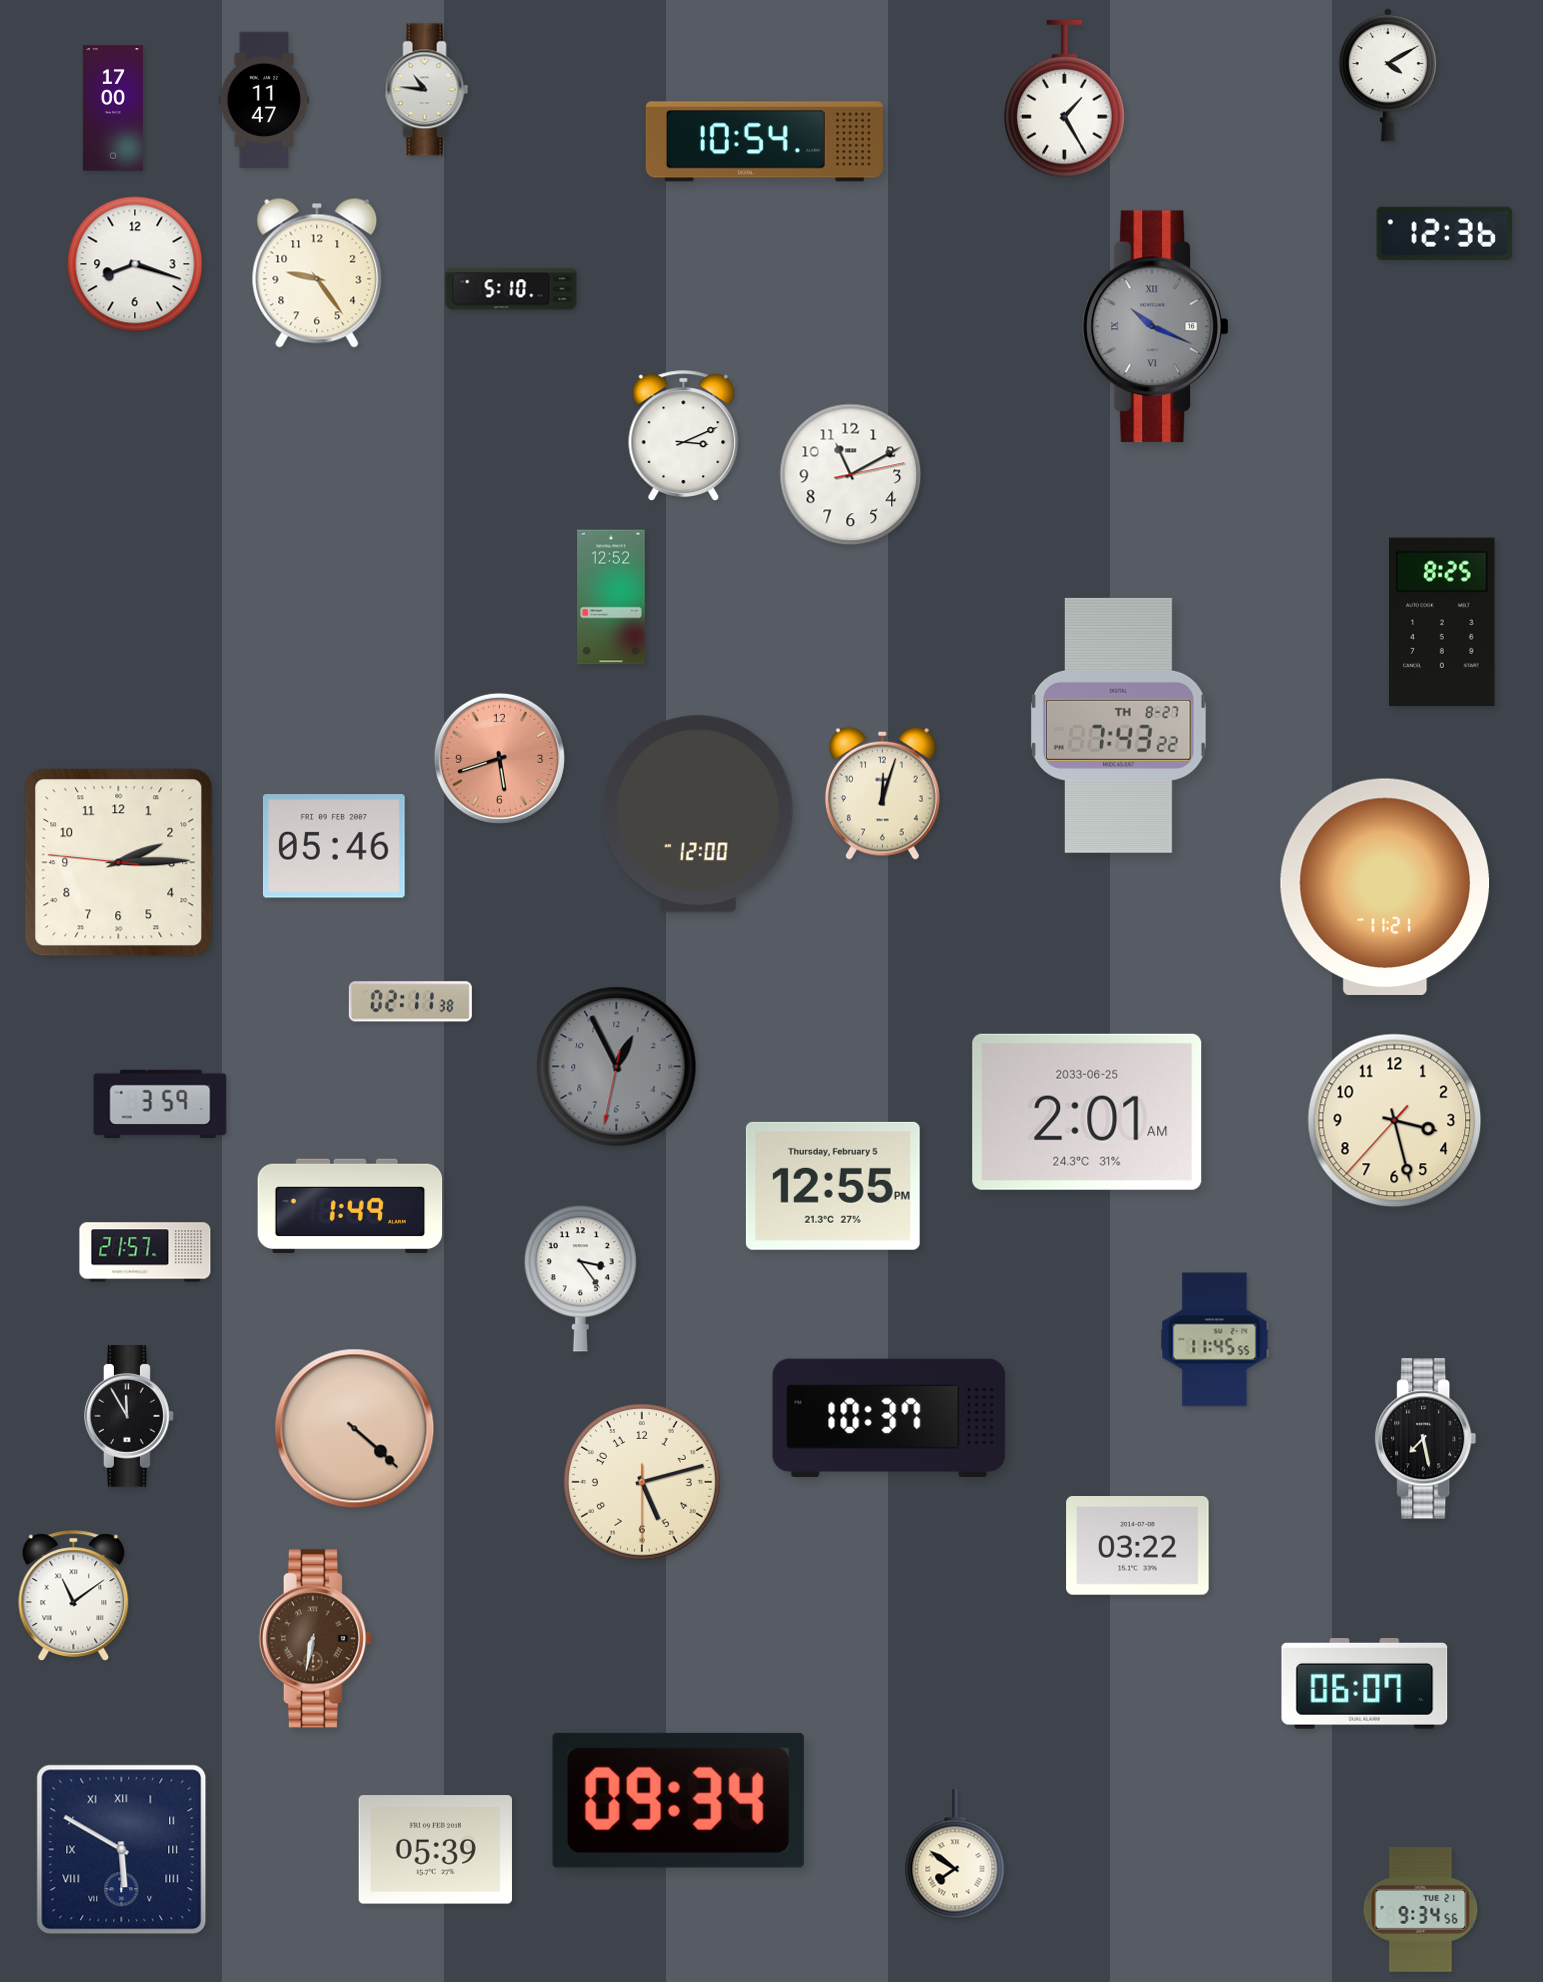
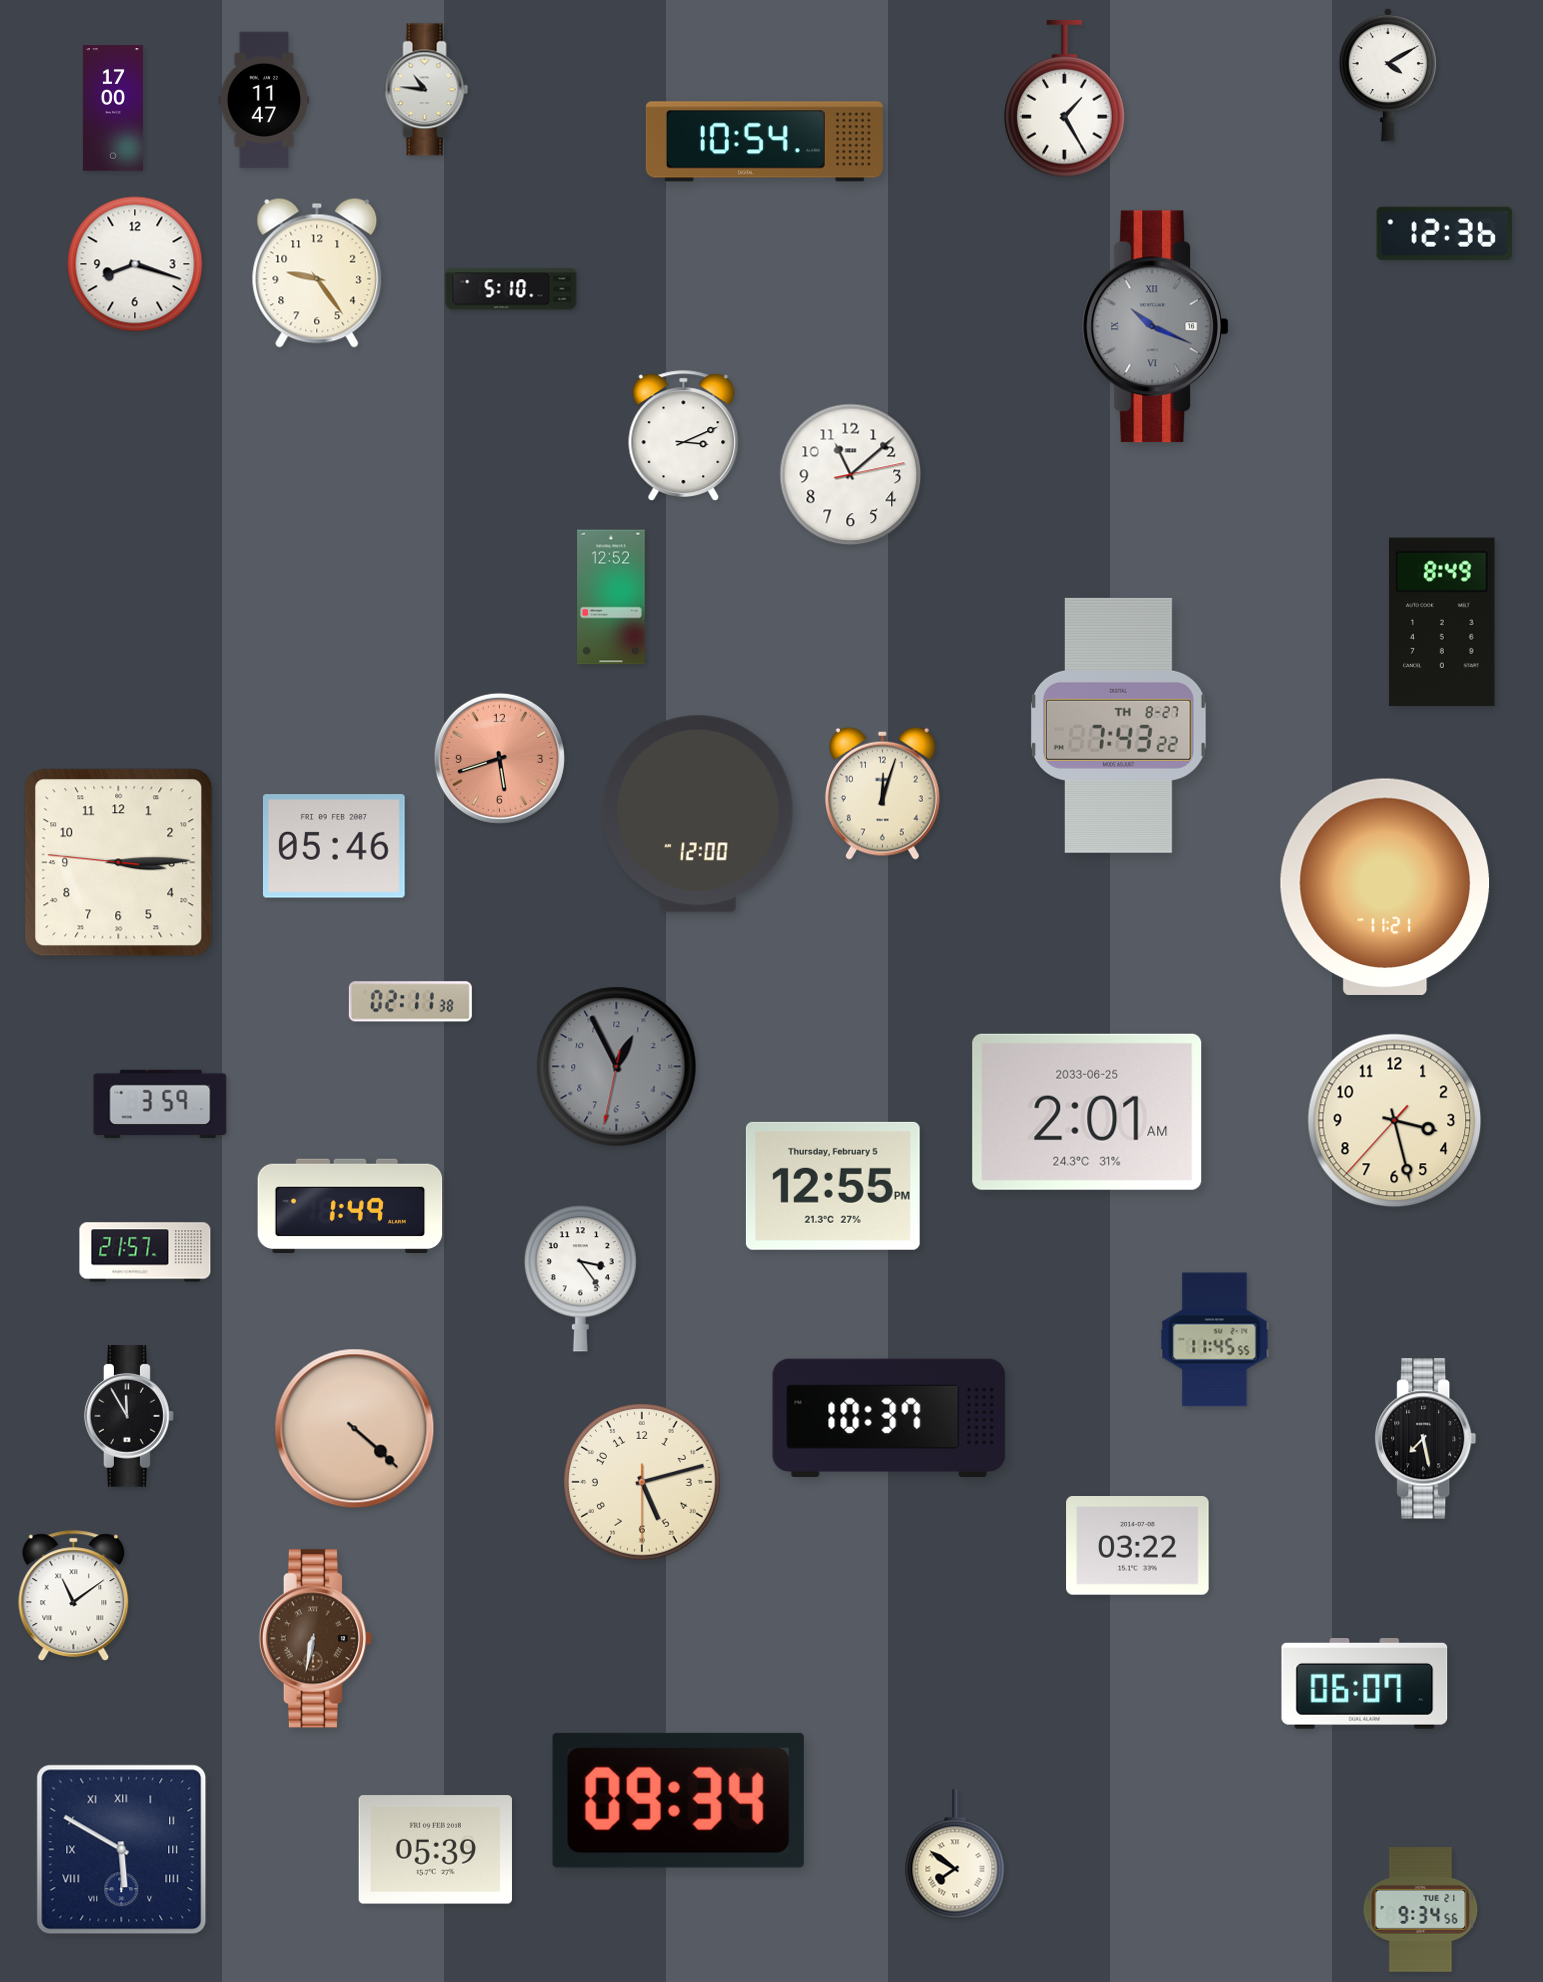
clock at (851, 475): 11:10 -> 11:08
clock at (1442, 621): 8:25 -> 8:49
clock at (119, 863): 2:14 -> 3:14
